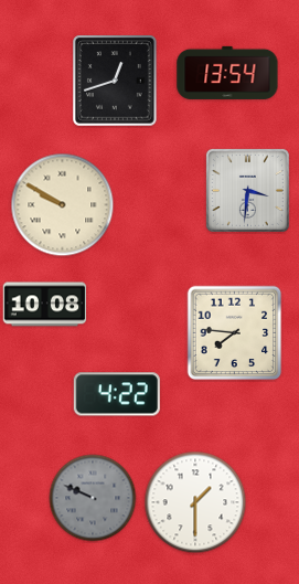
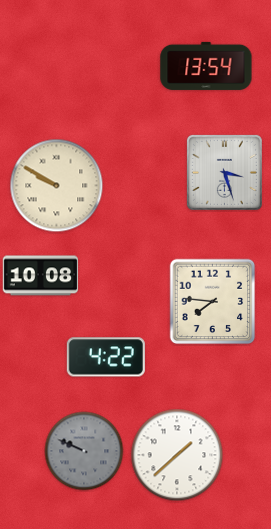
clock at (116, 81): 12:42 -> none
clock at (247, 190): 3:31 -> 3:27
clock at (195, 502): 1:30 -> 1:38
